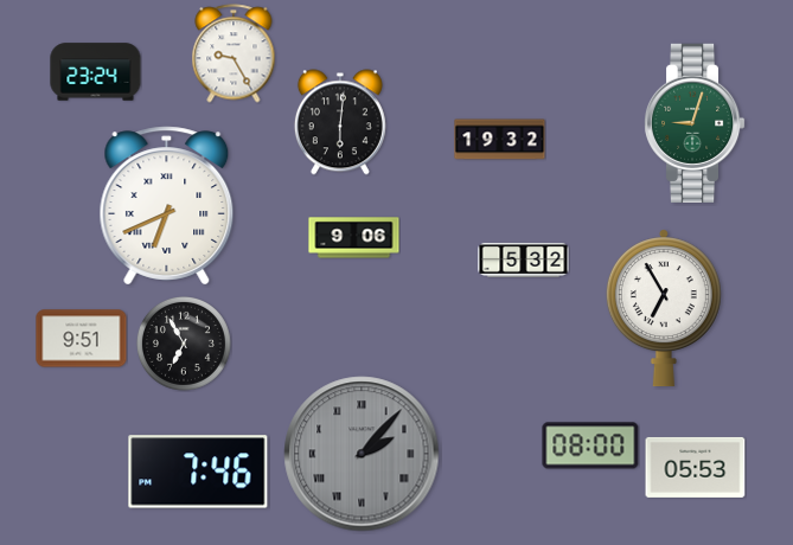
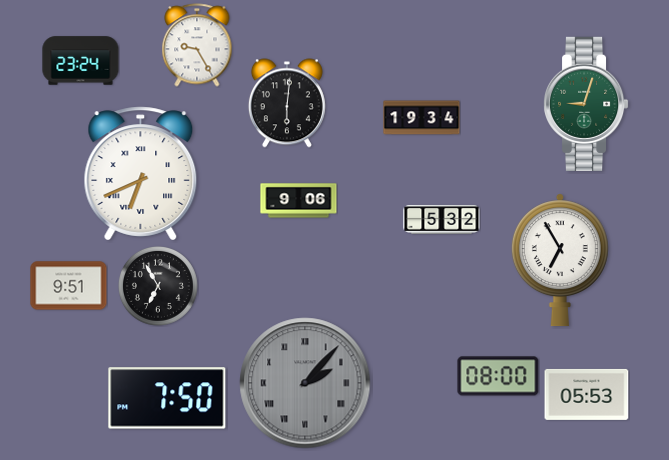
clock at (500, 140): 19:32 -> 19:34
clock at (184, 344) position: (184, 344) -> (158, 286)
clock at (198, 472): 7:46 -> 7:50
